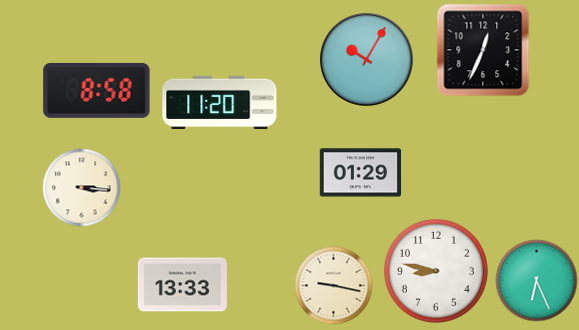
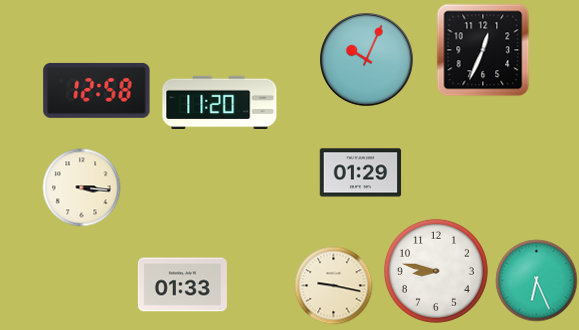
clock at (366, 59): 10:05 -> 10:04
clock at (97, 90): 8:58 -> 12:58
clock at (182, 285): 13:33 -> 01:33
